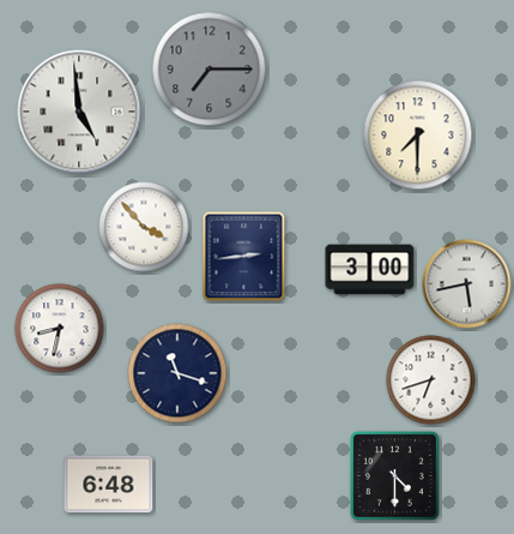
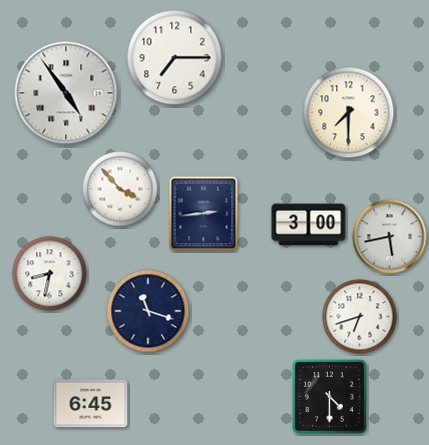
clock at (210, 70) dial: grey -> white
clock at (79, 112): 4:59 -> 4:54
clock at (109, 485): 6:48 -> 6:45
